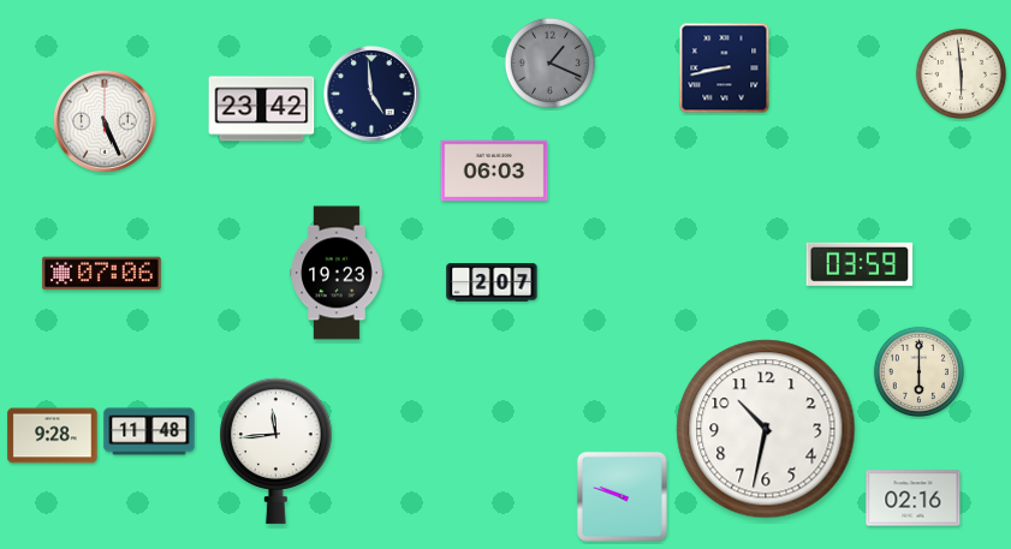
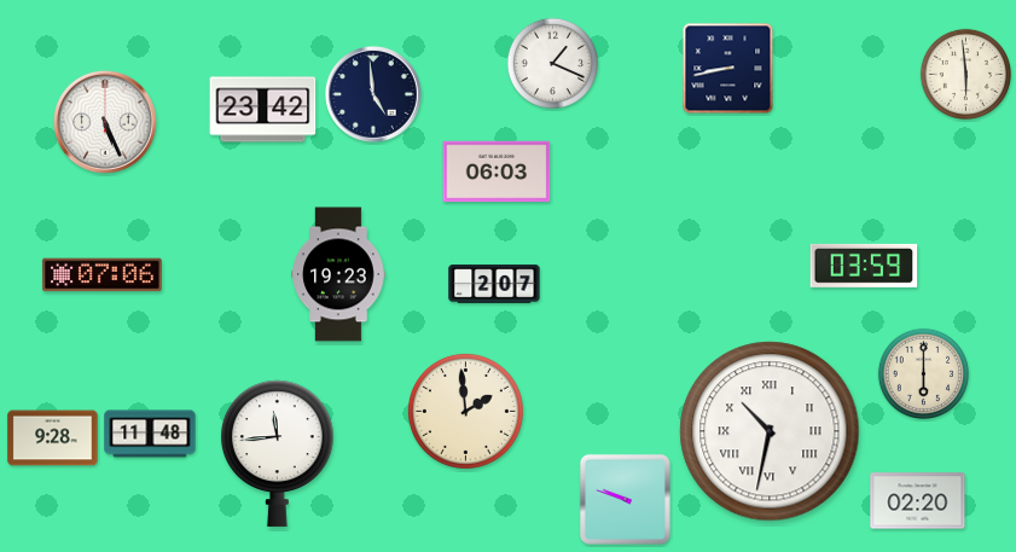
clock at (549, 62) dial: grey -> white
clock at (465, 411): none -> 1:59
clock at (766, 429) numerals: Arabic -> Roman
clock at (914, 499): 02:16 -> 02:20
